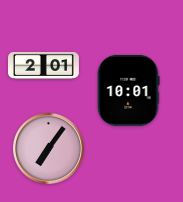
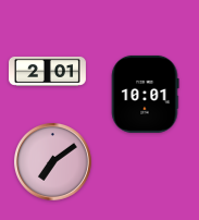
clock at (128, 90) position: (128, 90) -> (145, 94)
clock at (48, 148): 7:06 -> 7:09
